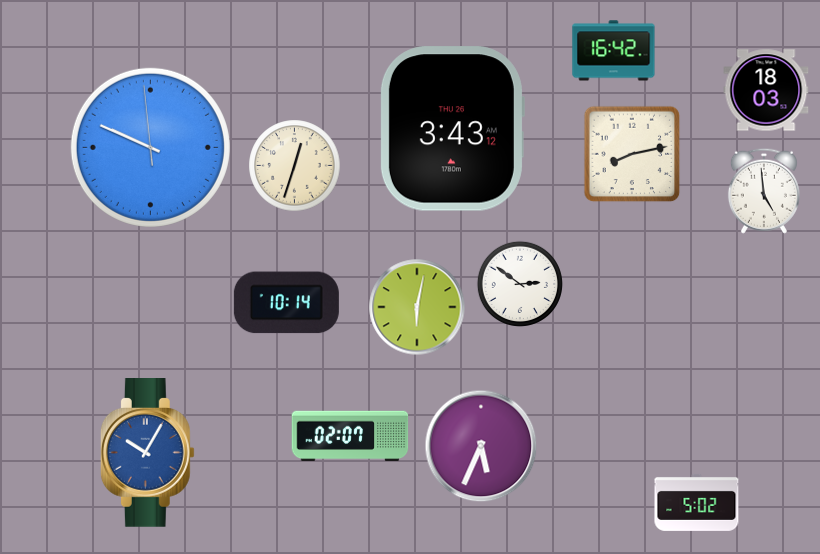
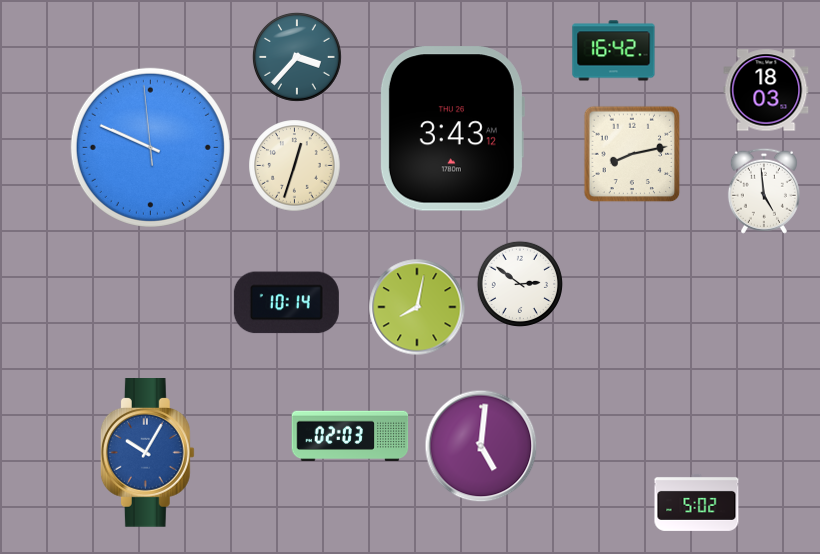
clock at (297, 57): none -> 3:37
clock at (417, 307): 6:02 -> 8:02
clock at (350, 436): 02:07 -> 02:03
clock at (481, 446): 5:34 -> 5:01
